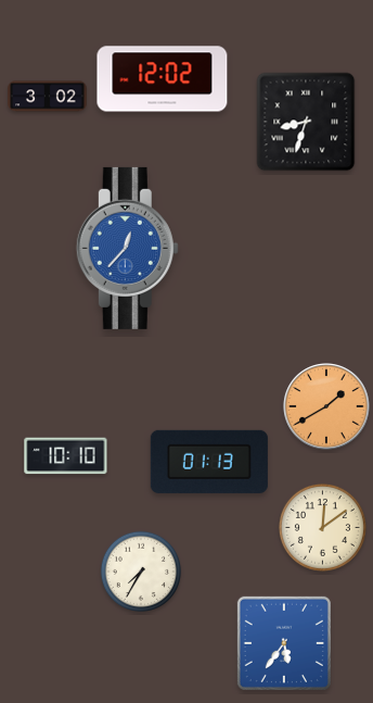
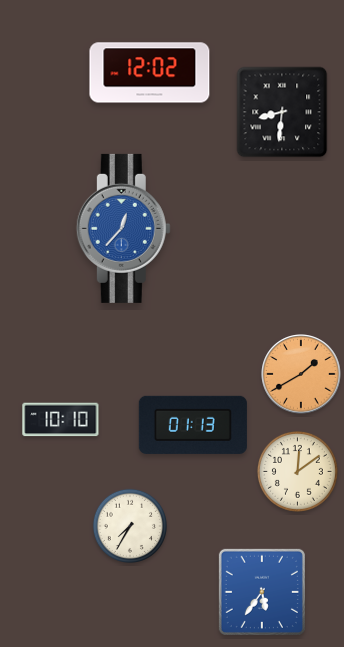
clock at (48, 97): 3:02 -> none
clock at (306, 122): 8:33 -> 8:31
clock at (127, 248) position: (127, 248) -> (123, 228)
clock at (322, 527) position: (322, 527) -> (297, 471)
